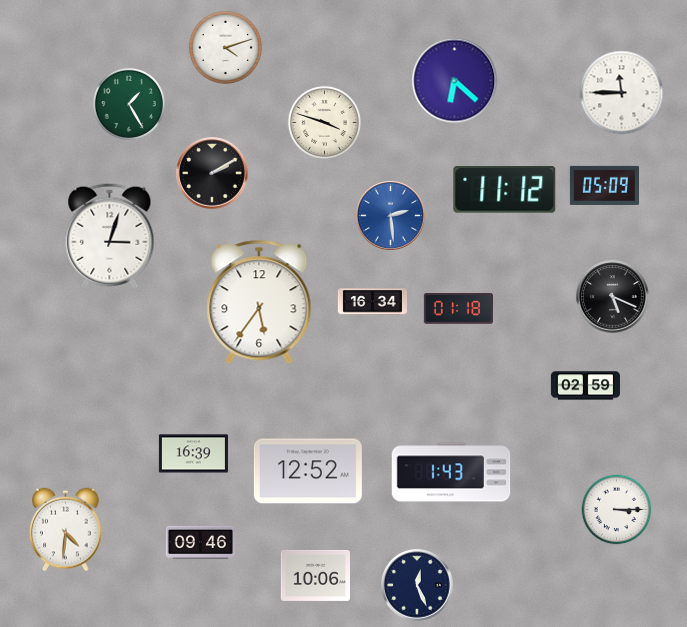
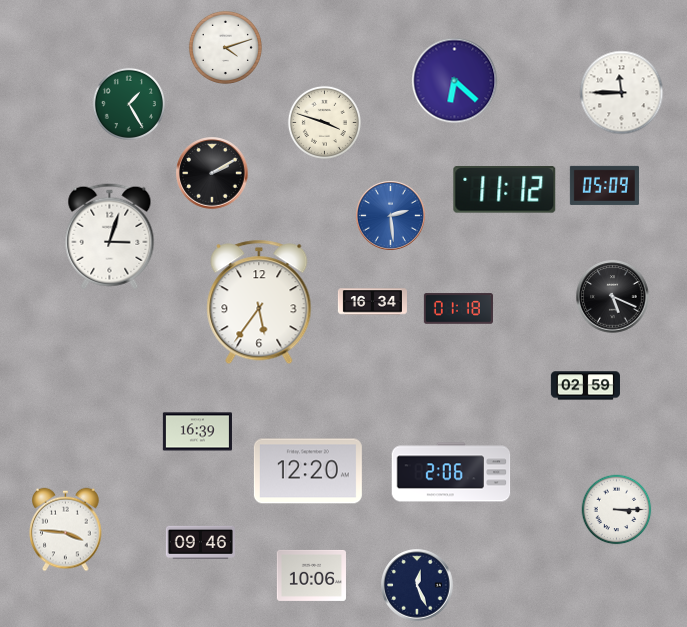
clock at (193, 454) position: (193, 454) -> (197, 432)
clock at (308, 471): 12:52 -> 12:20
clock at (451, 472): 1:43 -> 2:06
clock at (66, 530): 4:31 -> 3:46
clock at (315, 575) position: (315, 575) -> (311, 575)
